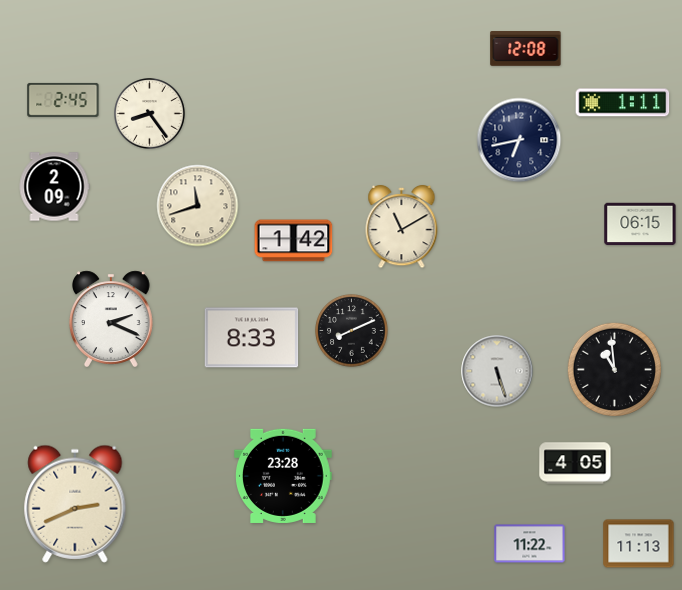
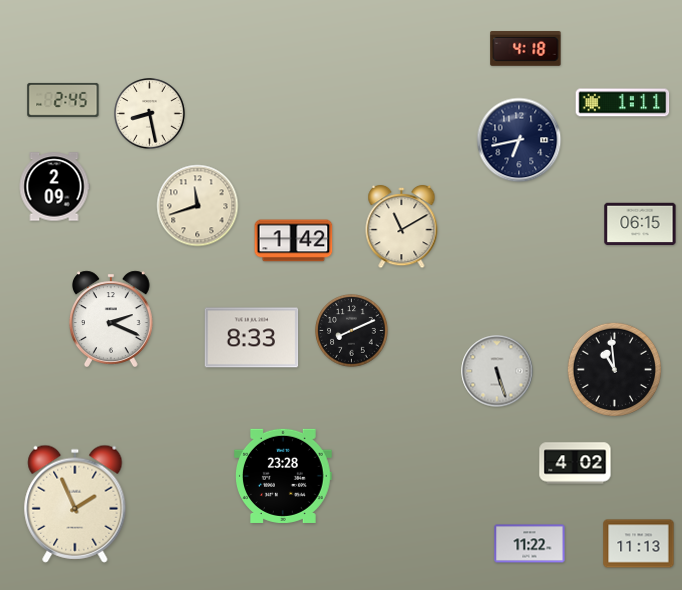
clock at (526, 49): 12:08 -> 4:18
clock at (150, 114): 8:24 -> 8:28
clock at (575, 463): 4:05 -> 4:02
clock at (75, 504): 2:41 -> 1:56
